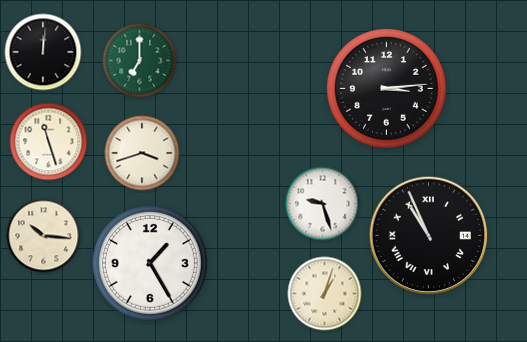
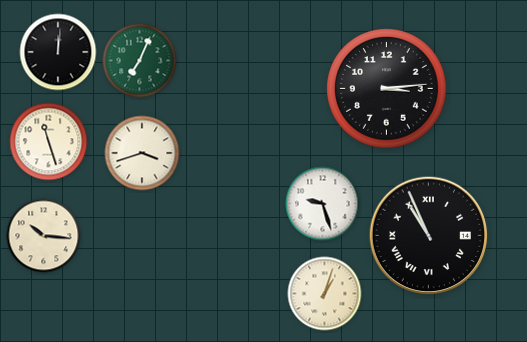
clock at (43, 52) position: (43, 52) -> (58, 52)
clock at (140, 61): 7:00 -> 7:04
clock at (150, 263): 1:25 -> none
